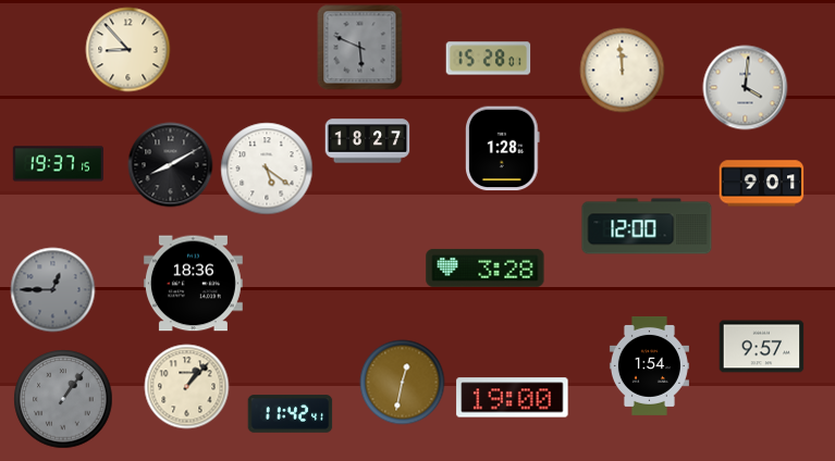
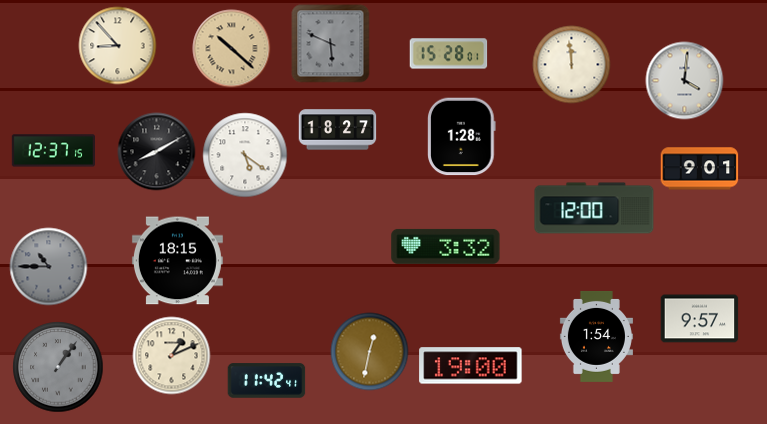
clock at (231, 48): none -> 10:22
clock at (58, 164): 19:37 -> 12:37
clock at (486, 267): 3:28 -> 3:32
clock at (193, 284): 18:36 -> 18:15
clock at (52, 289): 12:45 -> 10:45
clock at (186, 386): 1:07 -> 1:11
